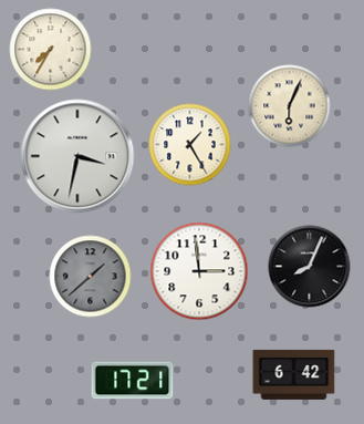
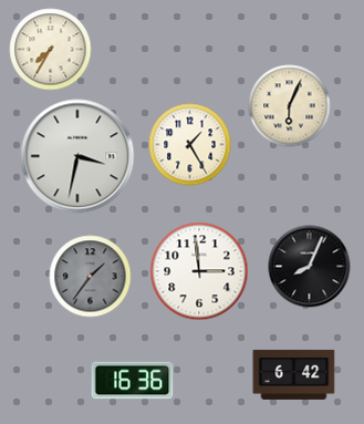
clock at (91, 277): 1:38 -> 1:36
clock at (133, 381): 17:21 -> 16:36
